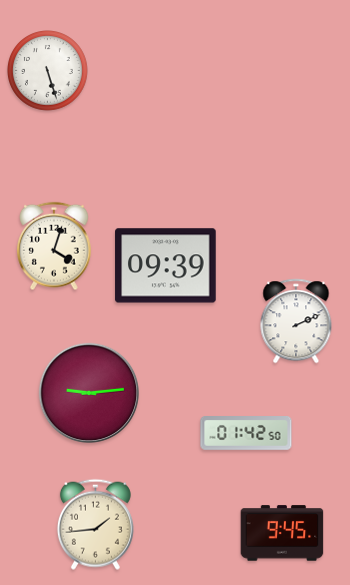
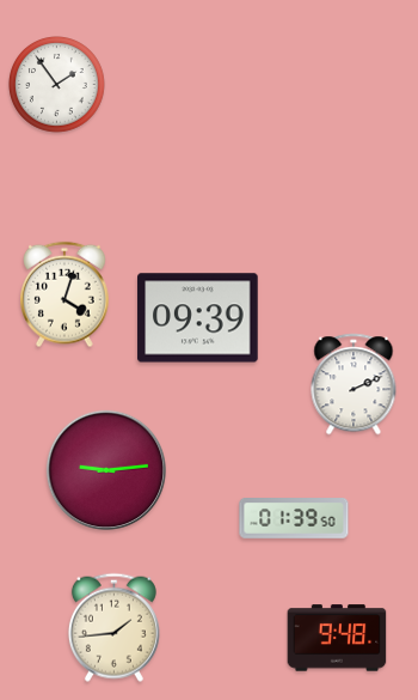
clock at (48, 71): 5:27 -> 1:54
clock at (246, 434): 01:42 -> 01:39
clock at (282, 533): 9:45 -> 9:48
